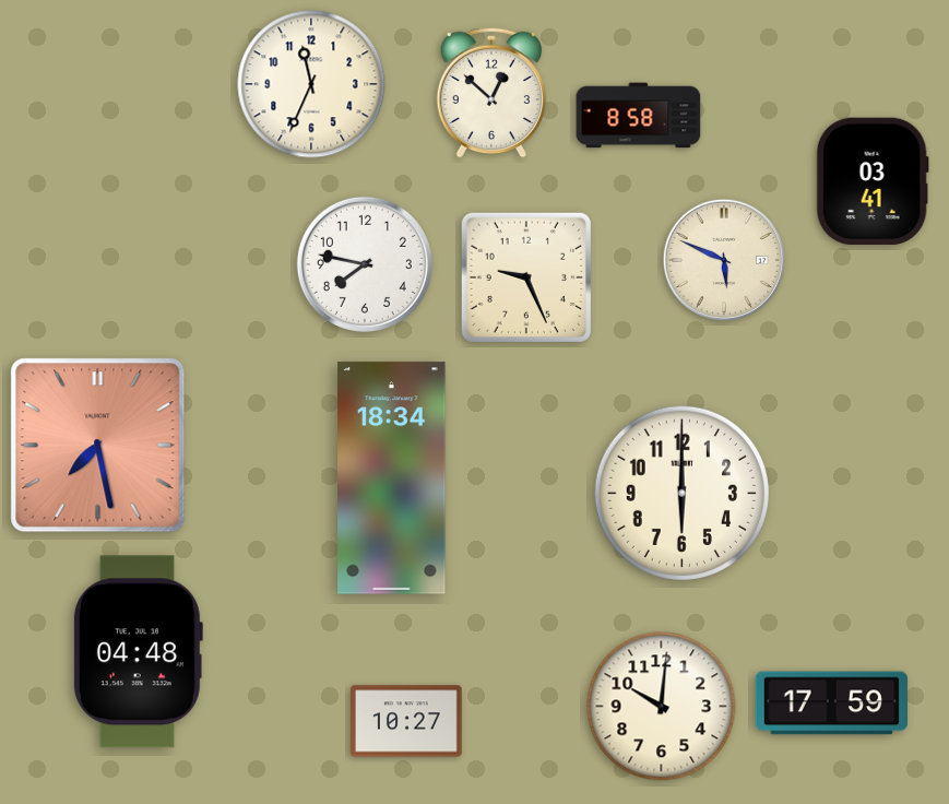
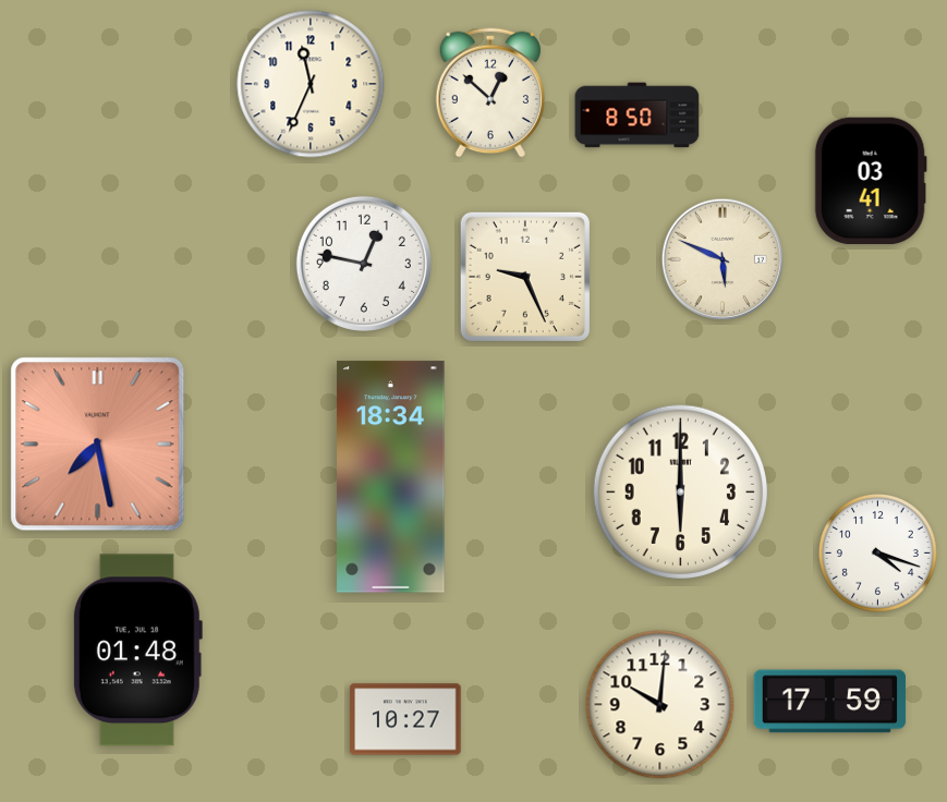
clock at (639, 116): 8:58 -> 8:50
clock at (365, 264): 7:47 -> 12:47
clock at (877, 552): none -> 4:18
clock at (138, 652): 04:48 -> 01:48
